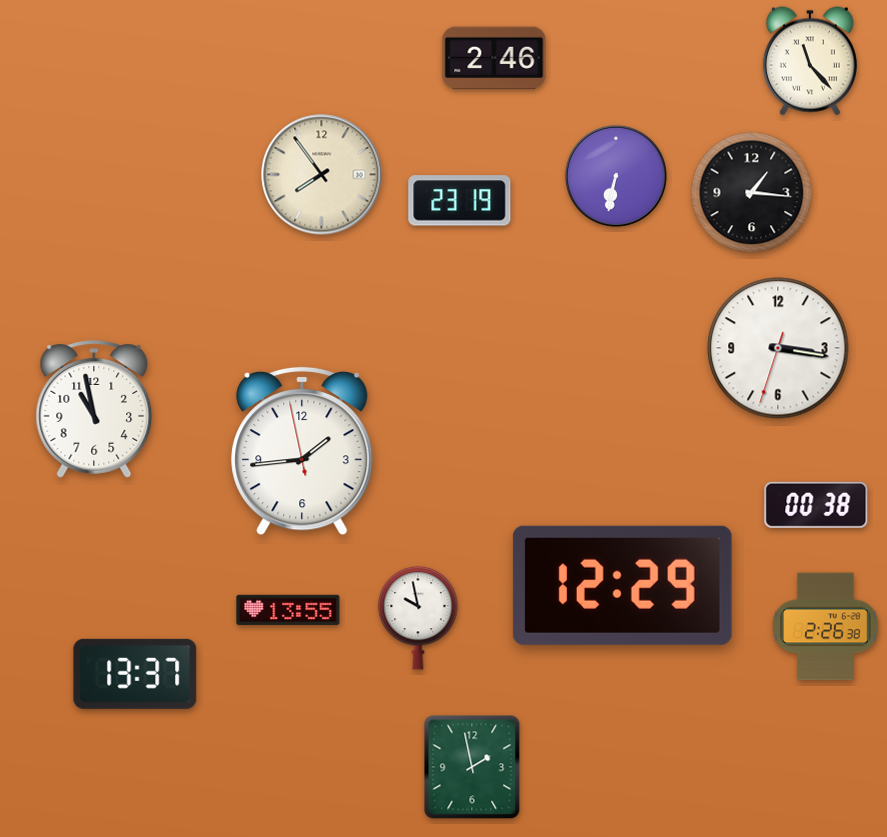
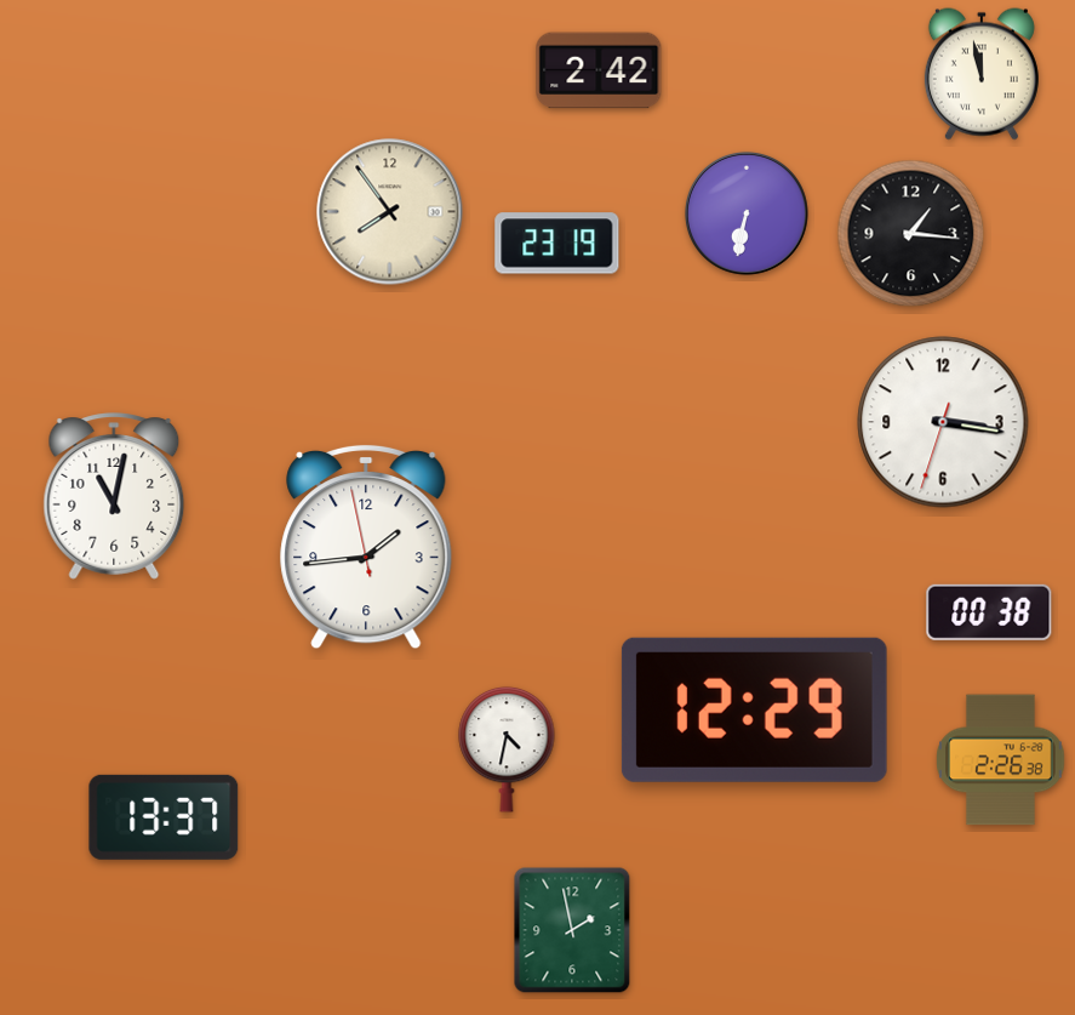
clock at (494, 58): 2:46 -> 2:42
clock at (810, 61): 11:23 -> 11:58
clock at (94, 409): 10:58 -> 11:02
clock at (288, 610): 13:55 -> none
clock at (418, 618): 9:58 -> 4:32
